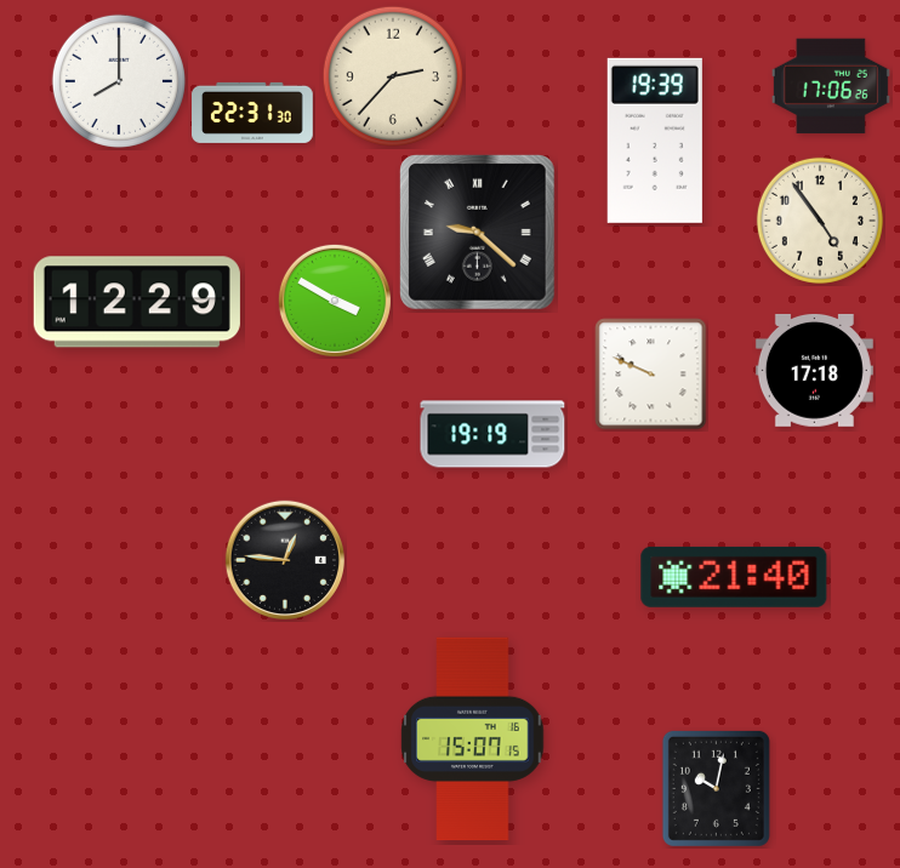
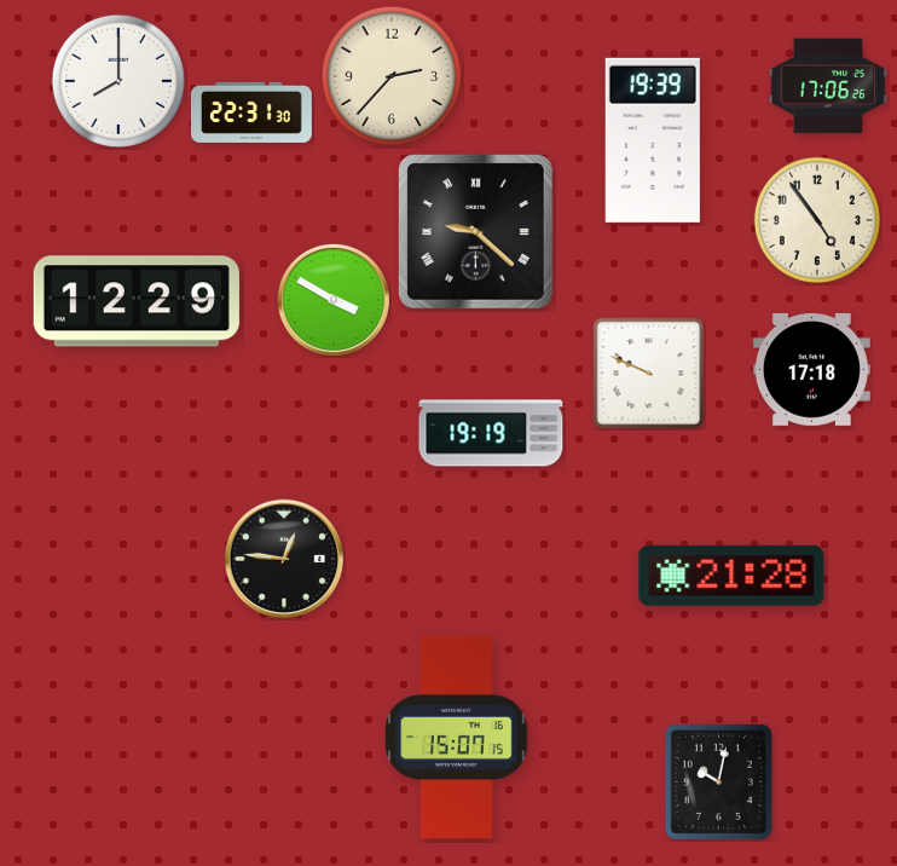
clock at (734, 577): 21:40 -> 21:28
clock at (473, 739) position: (473, 739) -> (457, 738)
clock at (716, 788) position: (716, 788) -> (718, 781)
